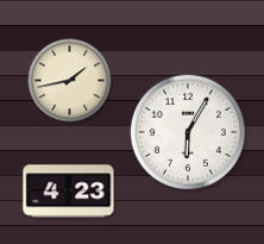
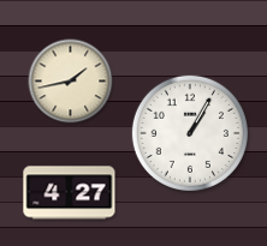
clock at (188, 132): 6:05 -> 1:05
clock at (69, 192): 4:23 -> 4:27
